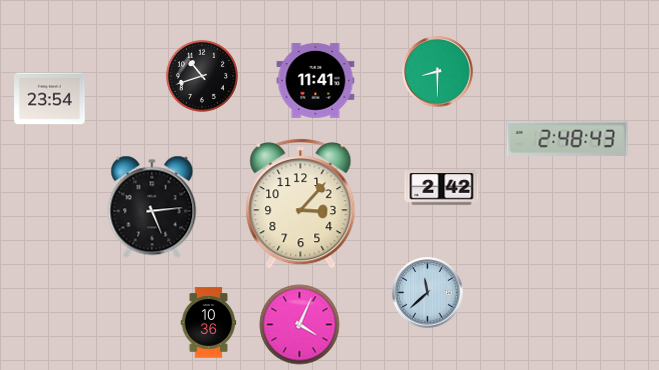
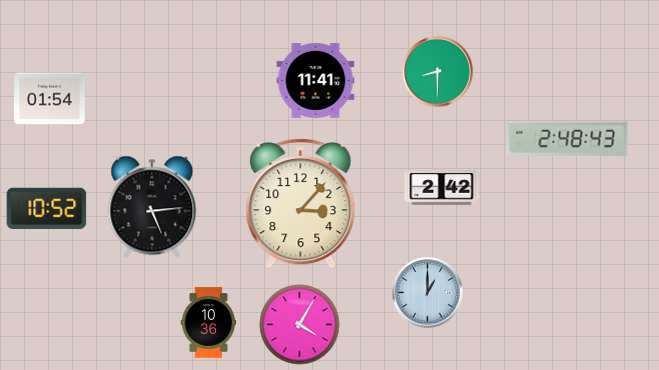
clock at (202, 76): 10:42 -> none
clock at (50, 99): 23:54 -> 01:54
clock at (47, 208): none -> 10:52
clock at (428, 293): 11:38 -> 1:00
clock at (300, 325): 4:04 -> 4:05
